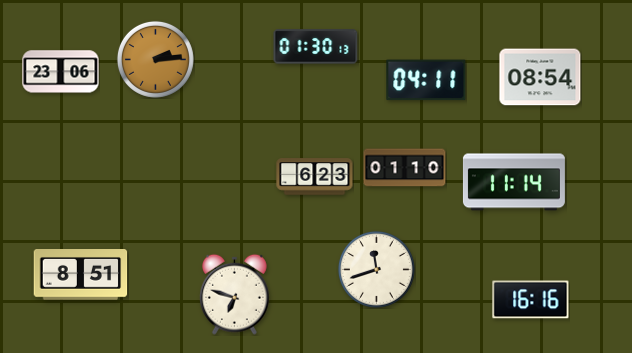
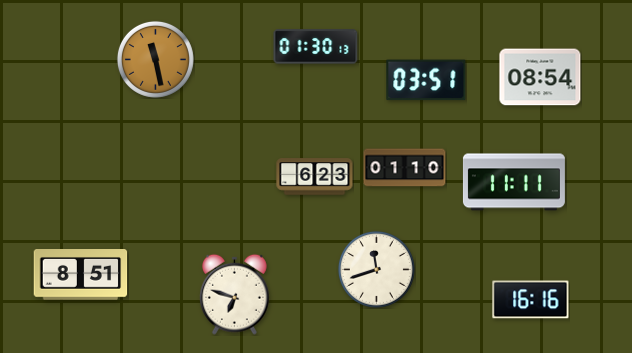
clock at (155, 59): 2:14 -> 11:28
clock at (61, 72): 23:06 -> none
clock at (426, 80): 04:11 -> 03:51
clock at (514, 182): 11:14 -> 11:11
